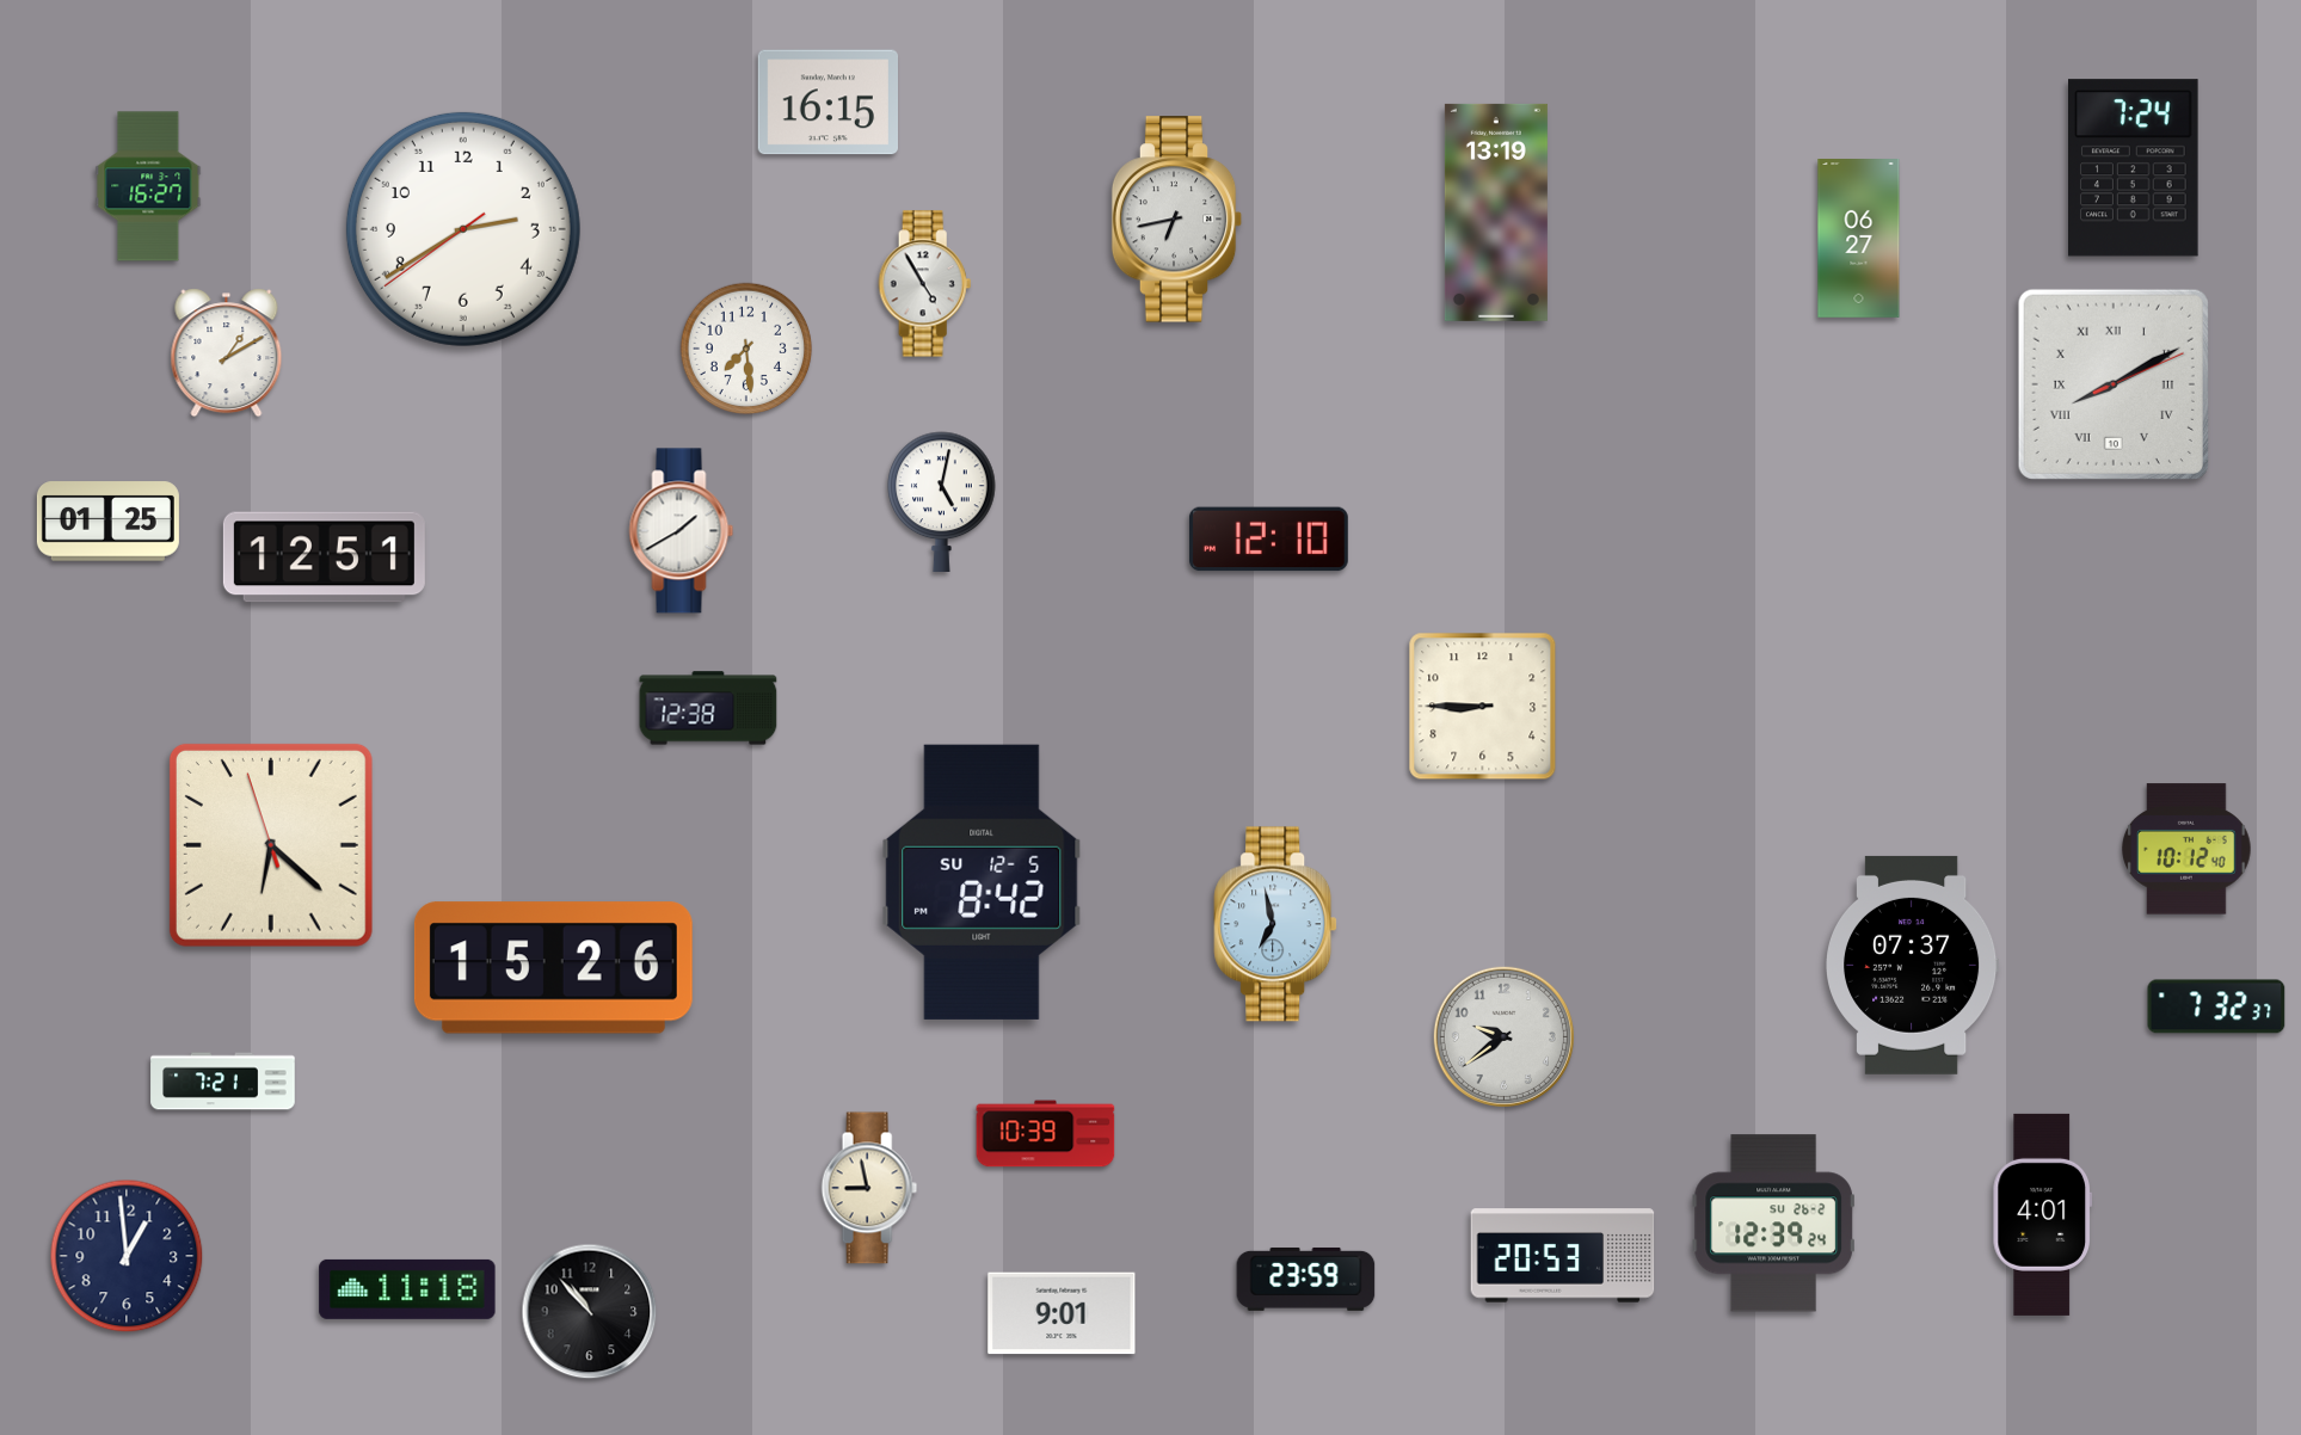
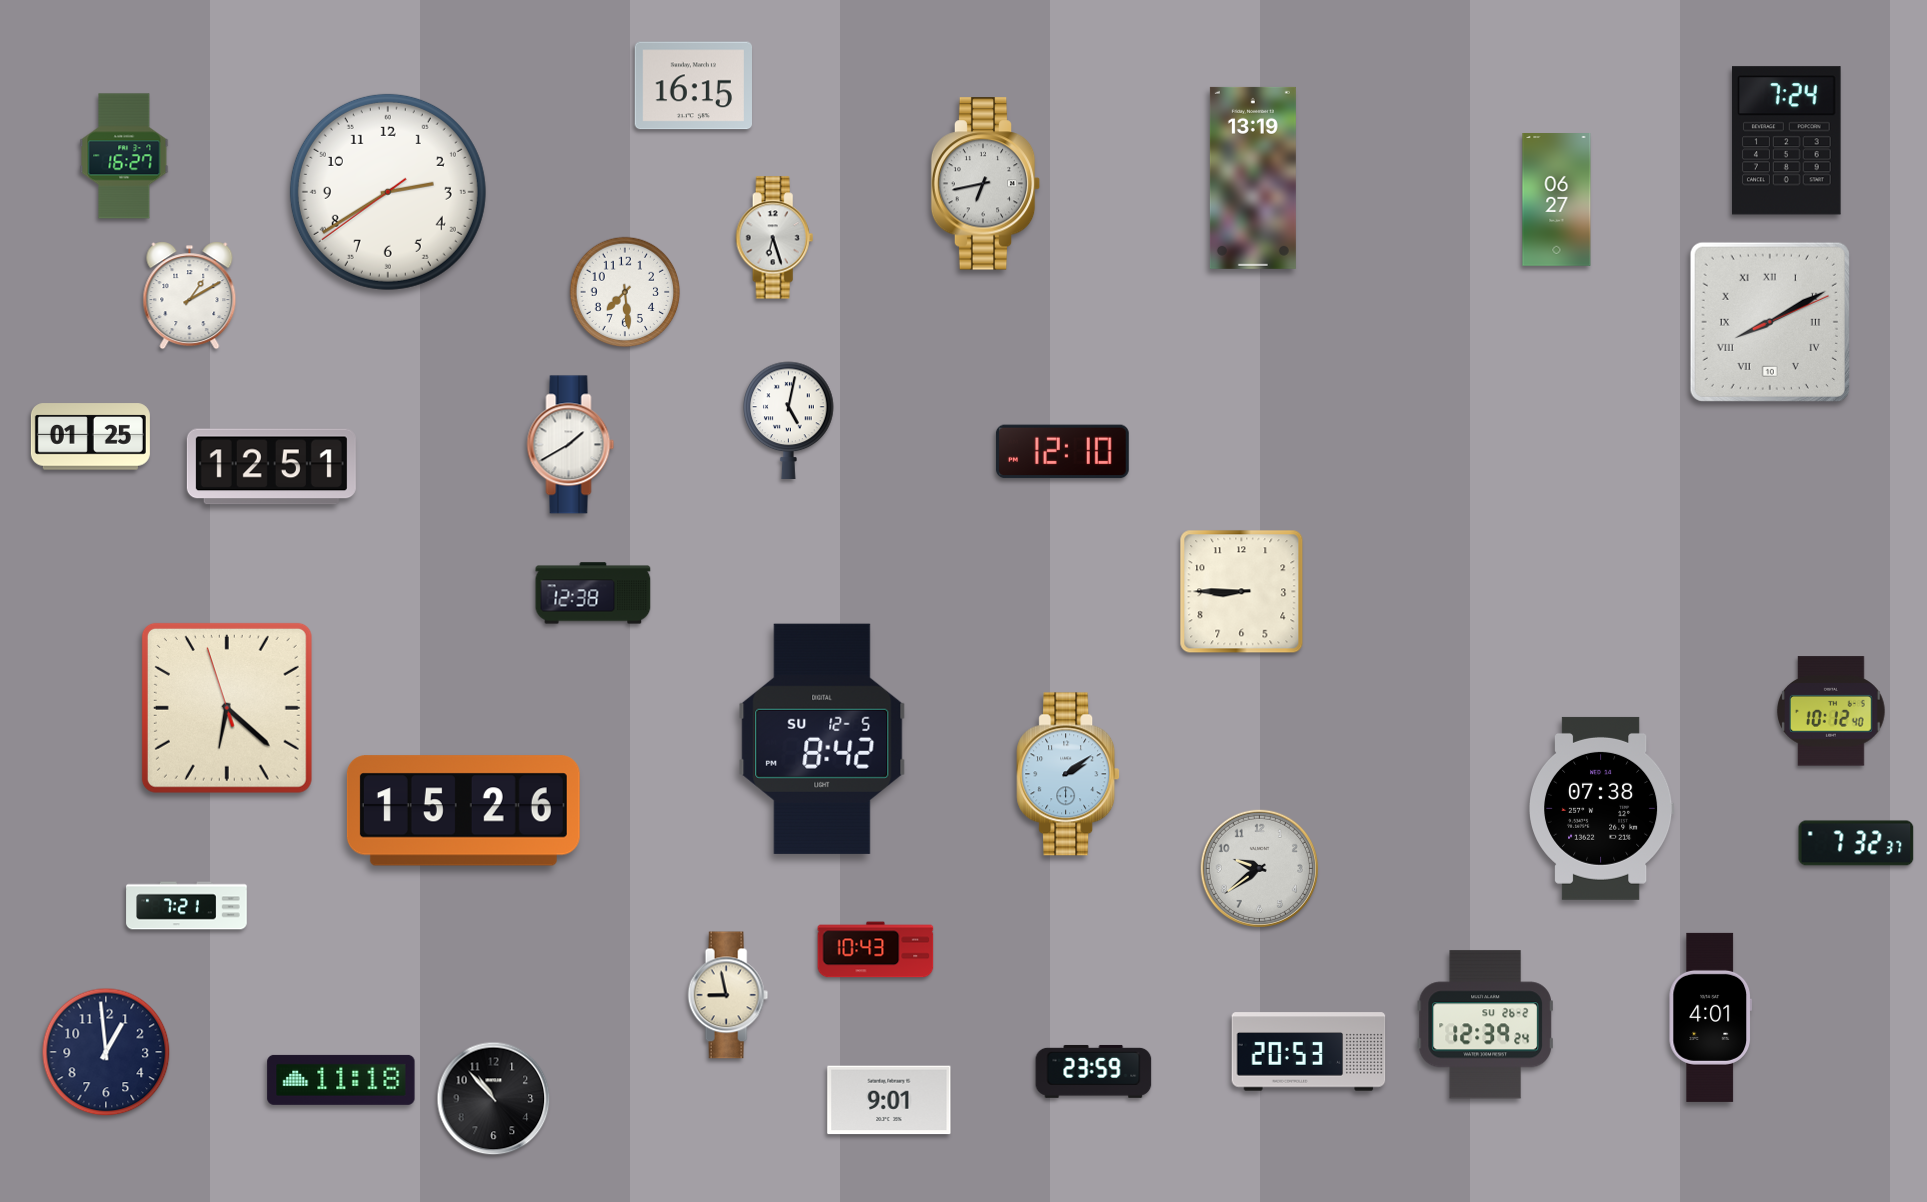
clock at (925, 284): 4:55 -> 6:27
clock at (1275, 924): 6:58 -> 2:09
clock at (1913, 965): 07:37 -> 07:38
clock at (1046, 1134): 10:39 -> 10:43
